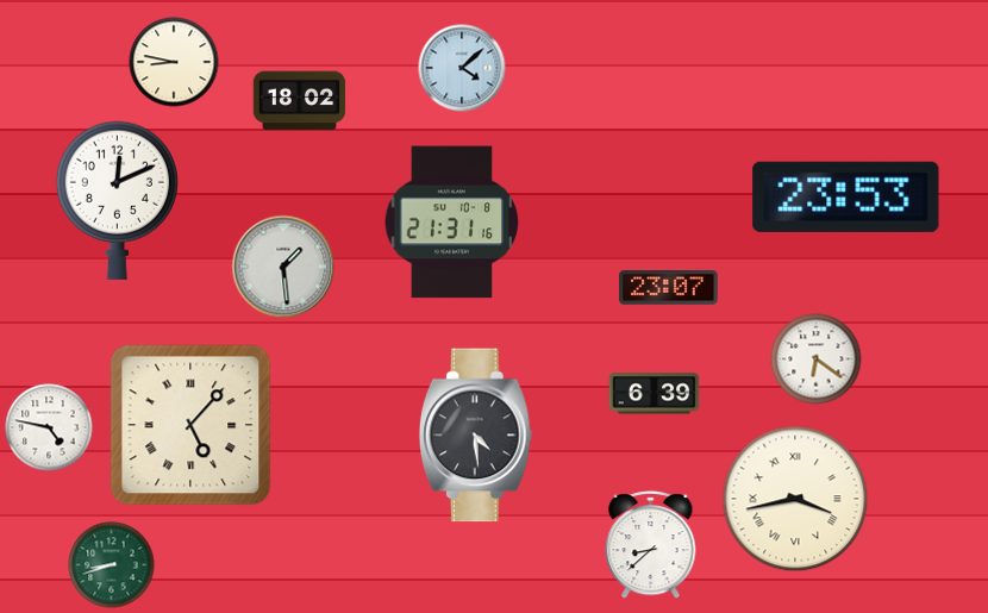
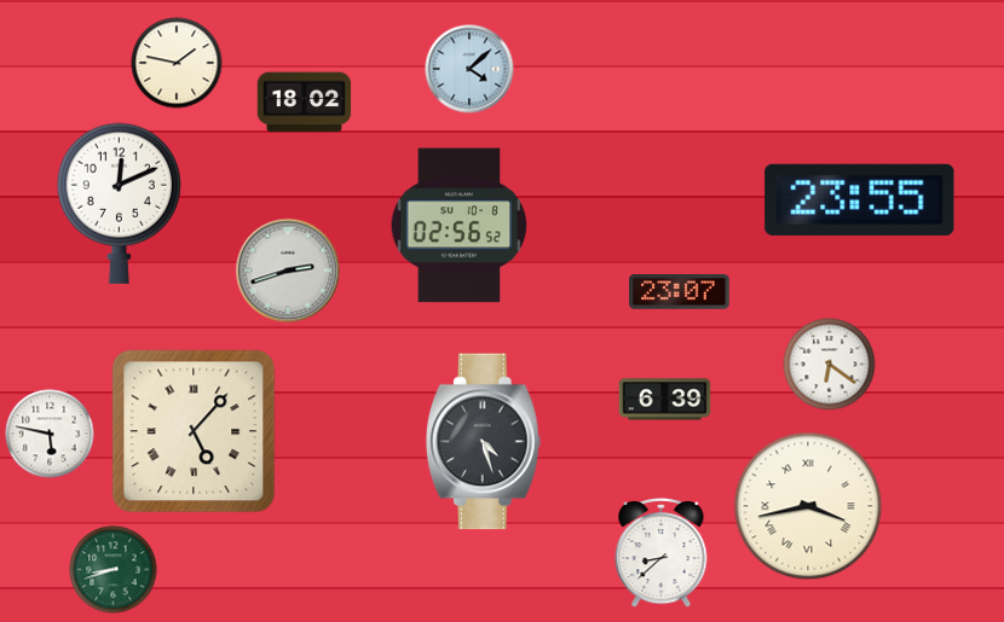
clock at (174, 62): 8:47 -> 1:47
clock at (846, 196): 23:53 -> 23:55
clock at (452, 223): 21:31 -> 02:56
clock at (283, 267): 1:29 -> 2:42
clock at (49, 427): 4:47 -> 5:47
clock at (475, 436): 4:29 -> 4:27
clock at (112, 565) position: (112, 565) -> (114, 570)
